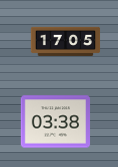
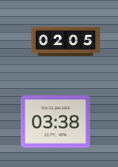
clock at (66, 41): 17:05 -> 02:05
